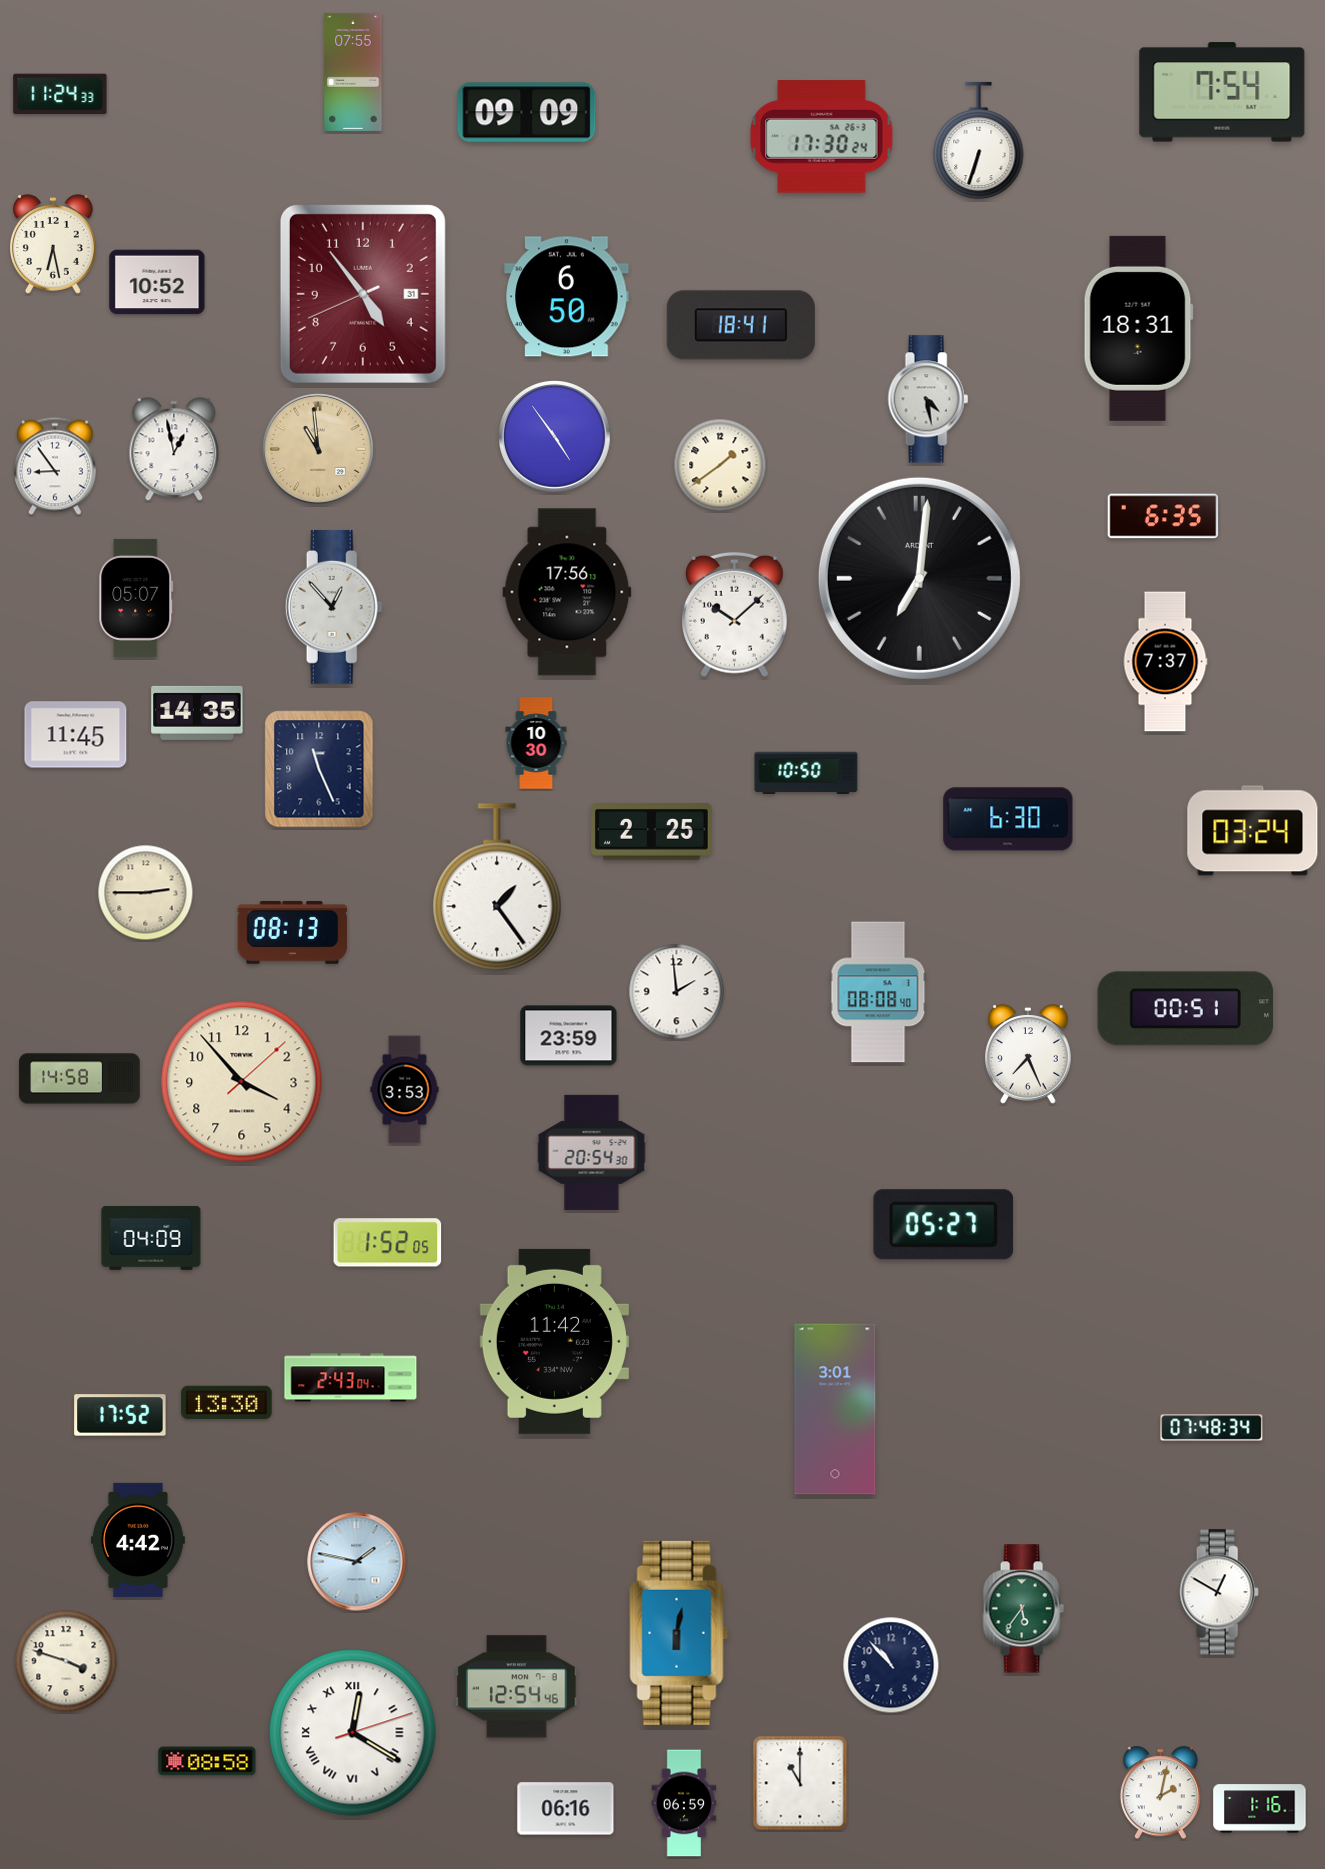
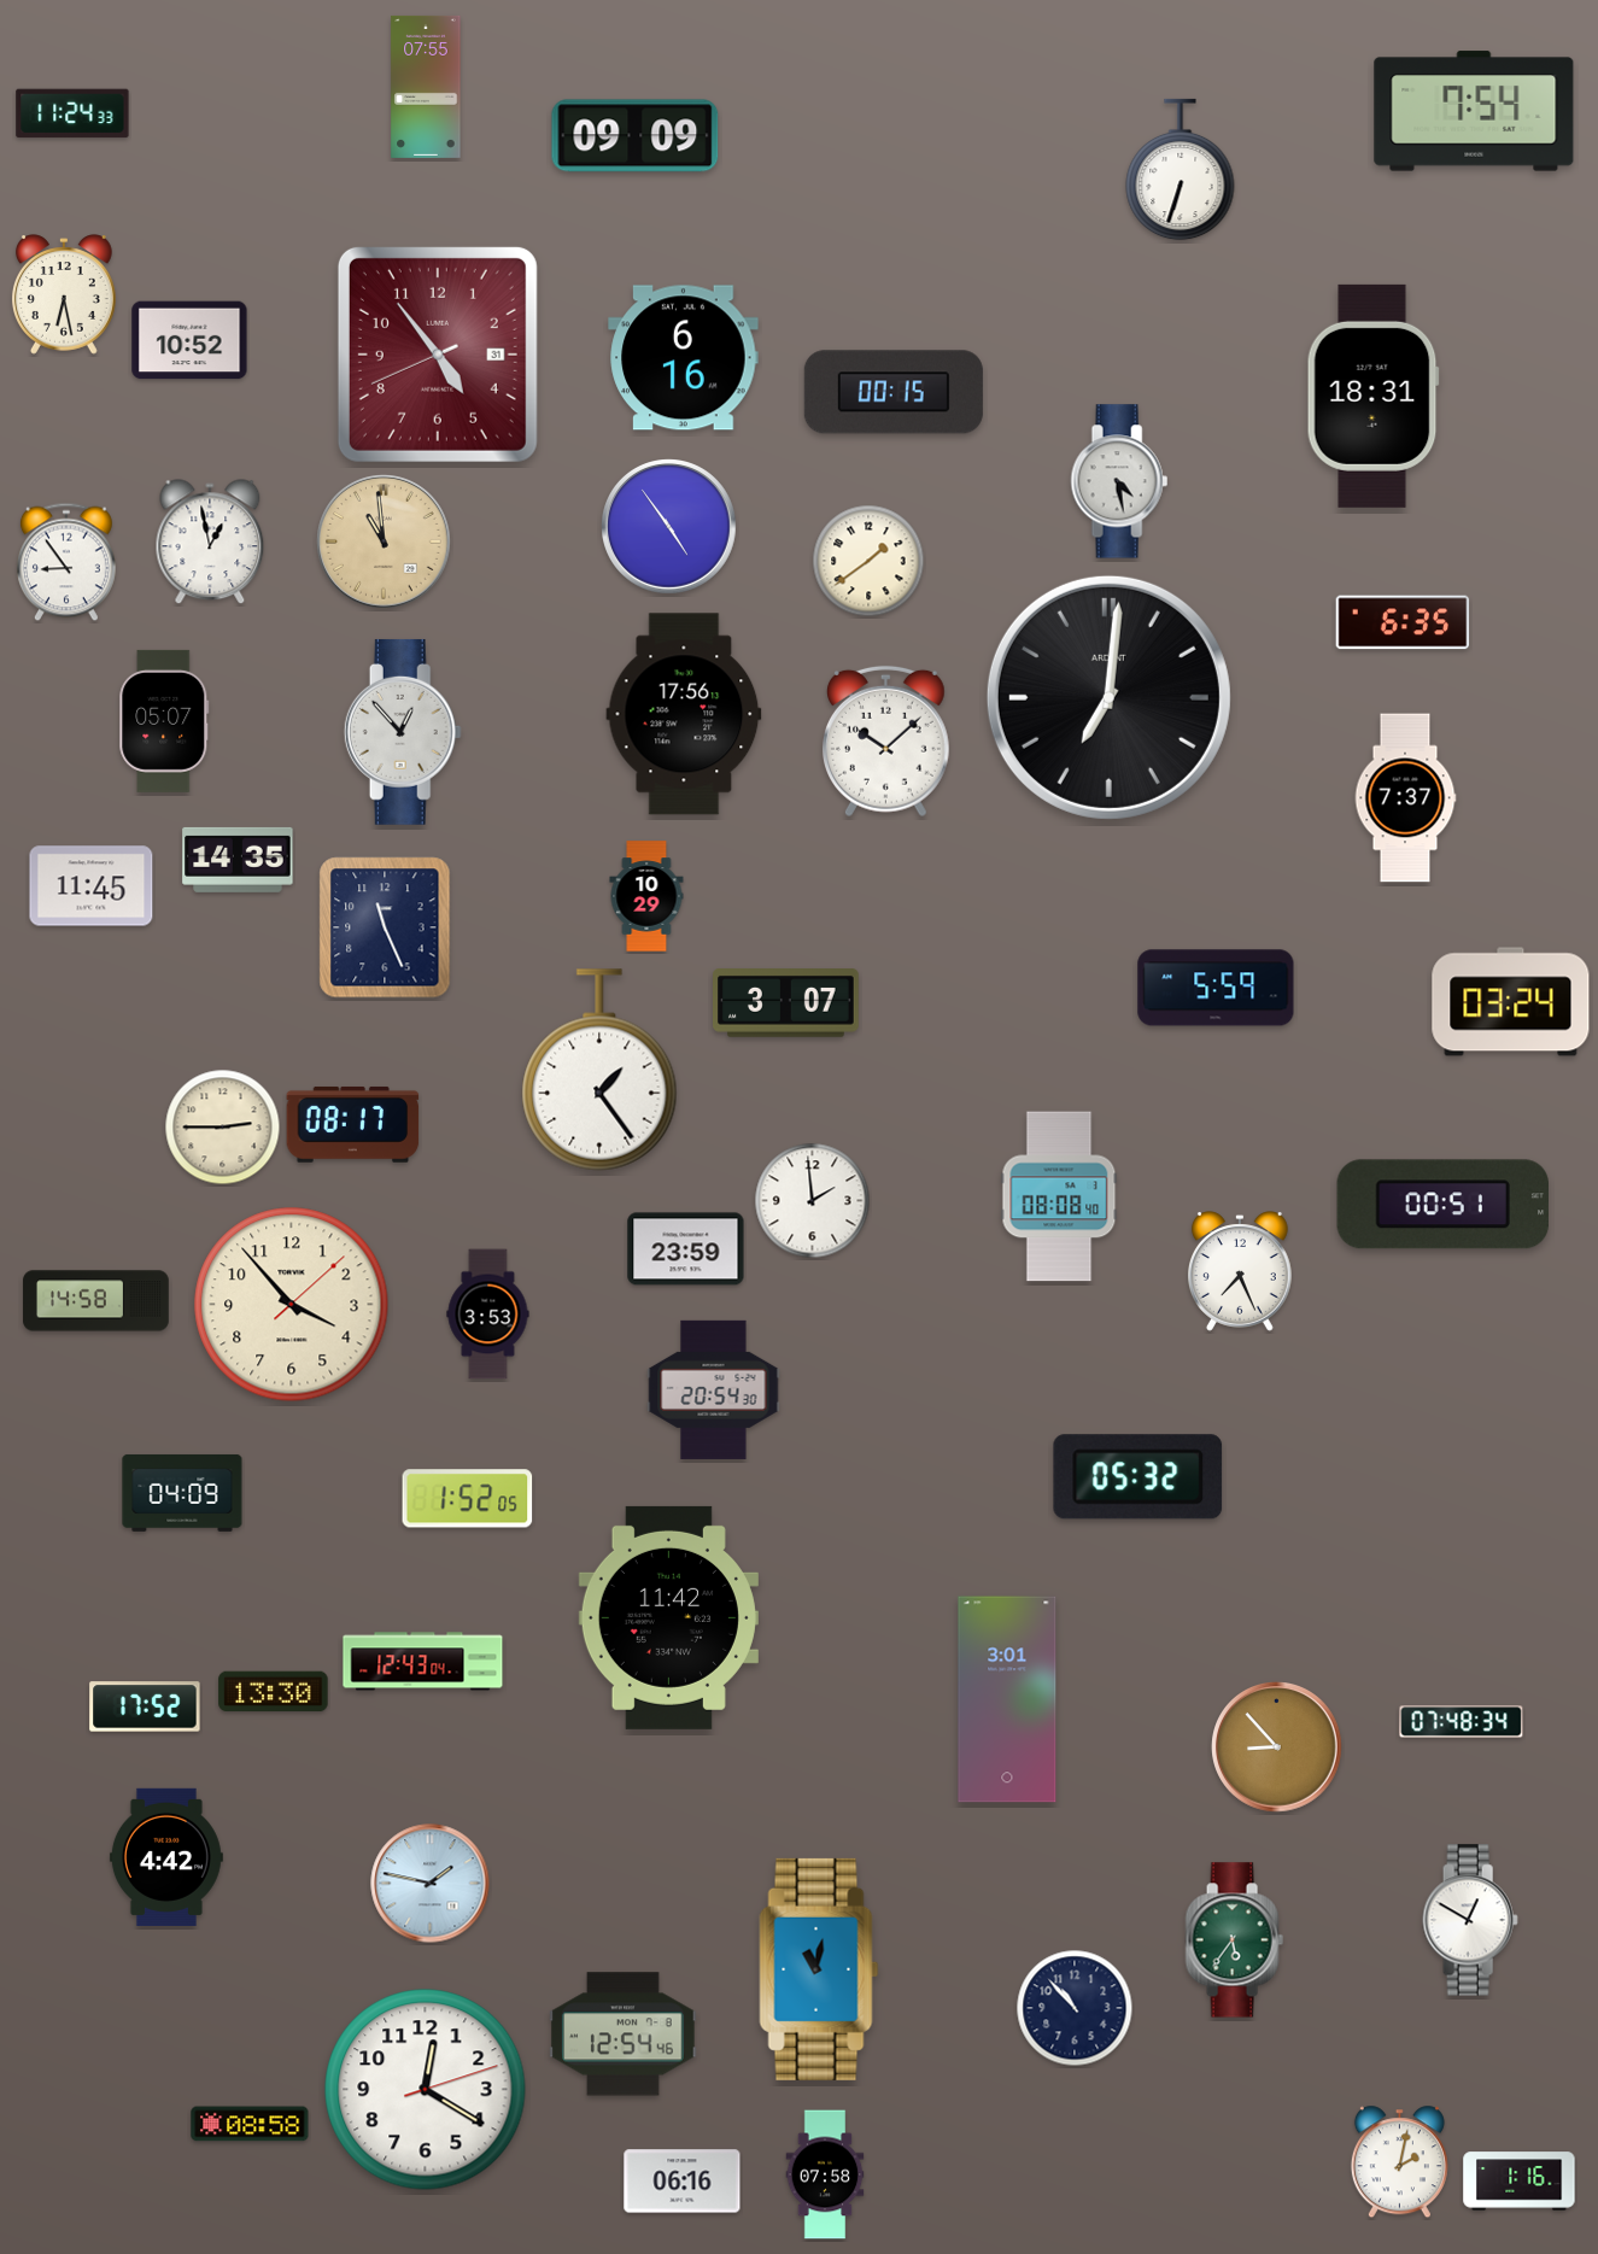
clock at (822, 137): 17:30 -> none
clock at (567, 297): 6:50 -> 6:16
clock at (741, 325): 18:41 -> 00:15
clock at (536, 743): 10:30 -> 10:29
clock at (806, 772): 10:50 -> none
clock at (1008, 819): 6:30 -> 5:59
clock at (652, 832): 2:25 -> 3:07
clock at (146, 893) position: (146, 893) -> (223, 1128)
clock at (293, 932): 08:13 -> 08:17
clock at (677, 992) position: (677, 992) -> (813, 1201)
clock at (1185, 1009) position: (1185, 1009) -> (1442, 1205)
clock at (944, 1225): 05:27 -> 05:32
clock at (351, 1378): 2:43 -> 12:43
clock at (1277, 1747): none -> 8:53
clock at (679, 1633): 6:02 -> 11:02
clock at (66, 1661): 3:48 -> none
clock at (353, 1733) numerals: Roman -> Arabic
clock at (800, 1783): 11:00 -> none
clock at (684, 1803): 06:59 -> 07:58
